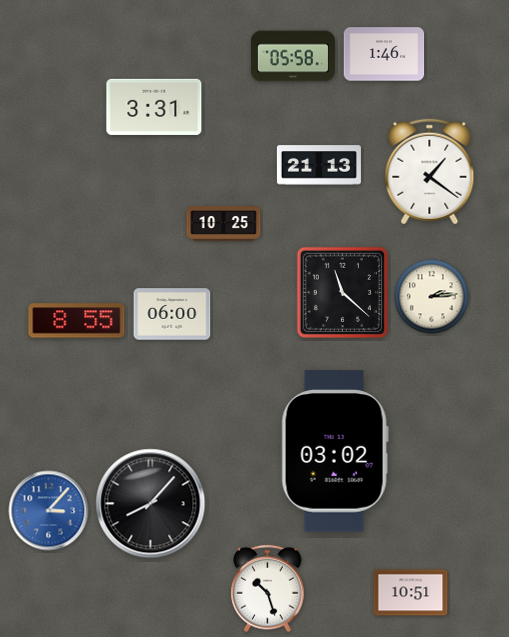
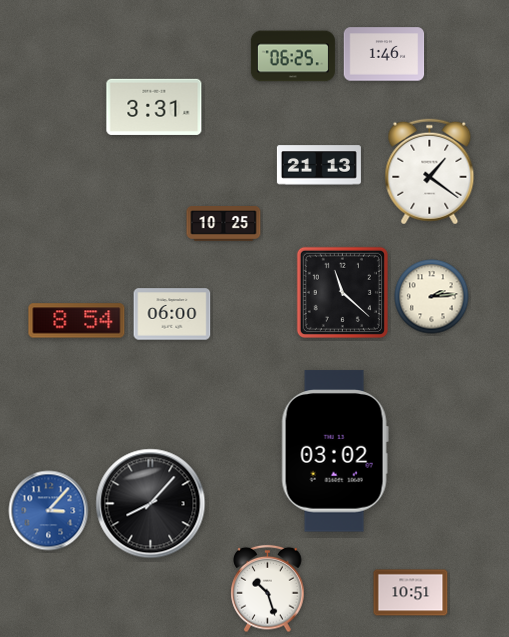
clock at (293, 56): 05:58 -> 06:25
clock at (77, 321): 8:55 -> 8:54
